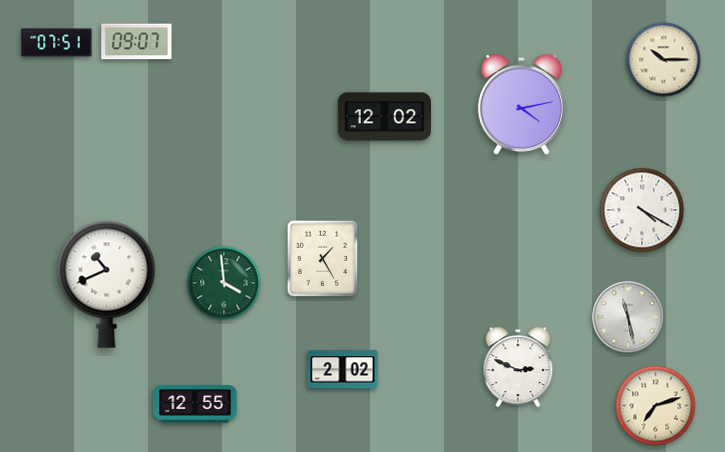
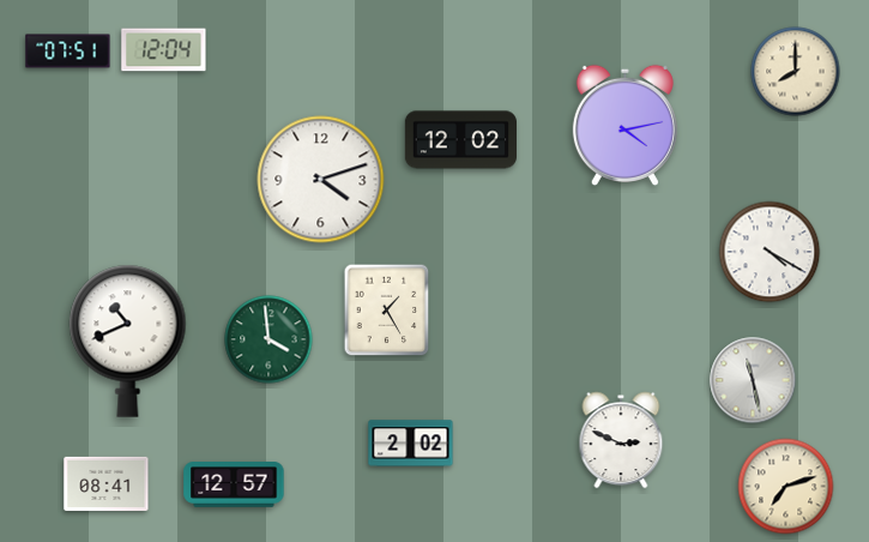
clock at (137, 42): 09:07 -> 12:04
clock at (664, 60): 10:15 -> 8:00
clock at (321, 180): none -> 4:12
clock at (107, 483): none -> 08:41
clock at (195, 405): 12:55 -> 12:57
